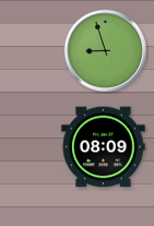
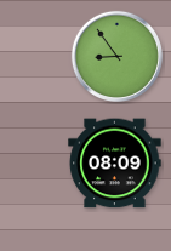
clock at (105, 50): 8:57 -> 8:54
